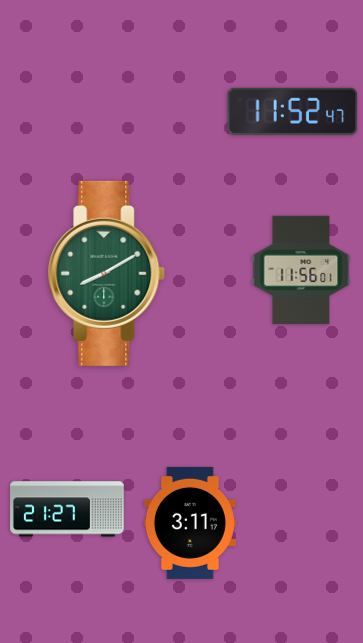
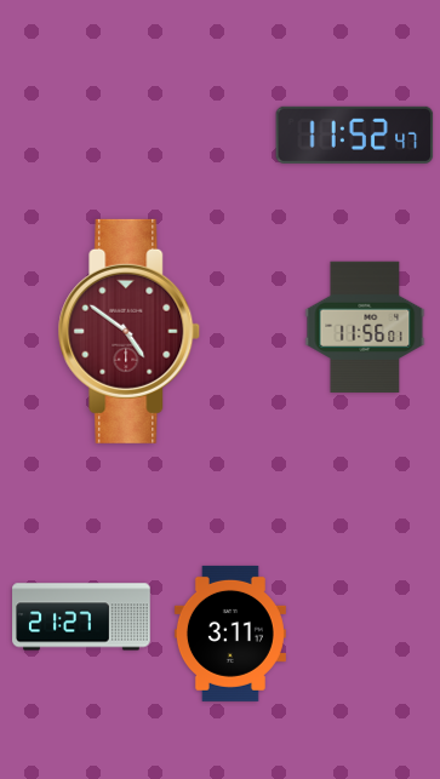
clock at (107, 273): 8:10 -> 4:51
clock at (107, 273) dial: green -> burgundy
